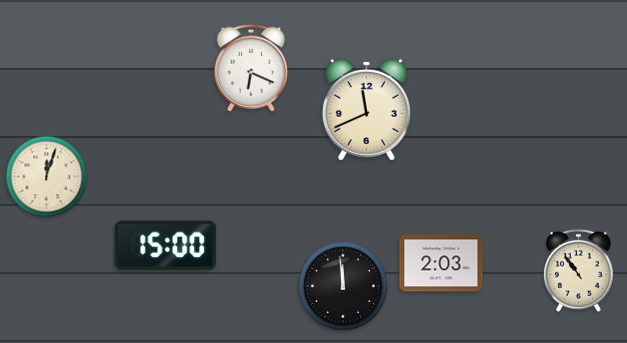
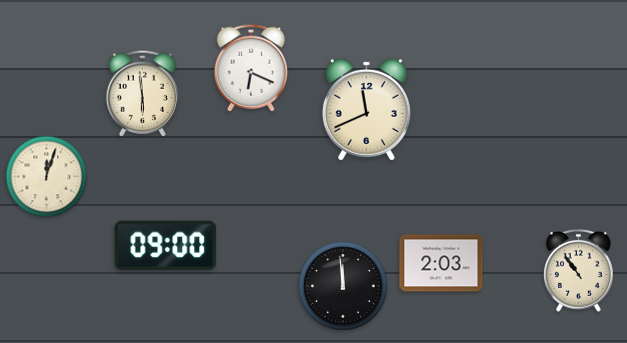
clock at (142, 93): none -> 5:59
clock at (166, 246): 15:00 -> 09:00
